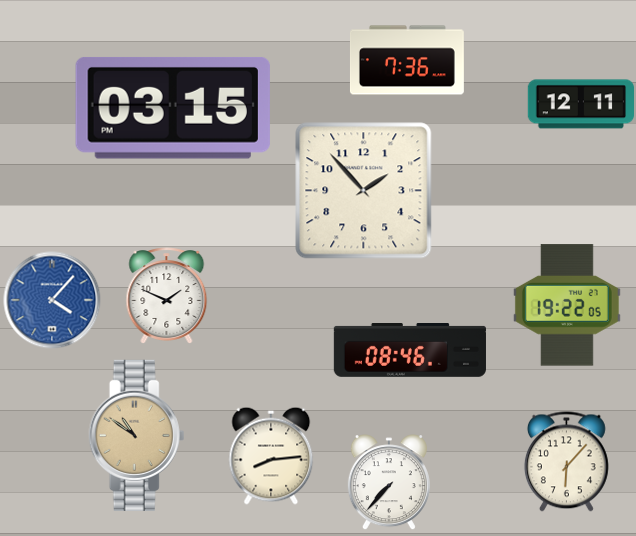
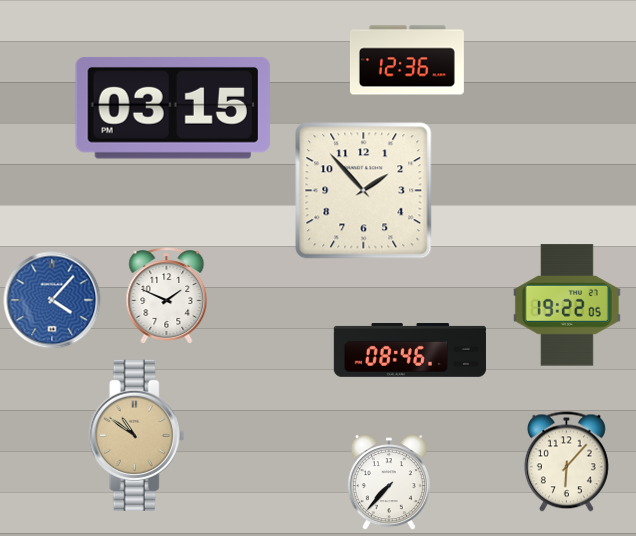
clock at (407, 60): 7:36 -> 12:36
clock at (581, 104): 12:11 -> none
clock at (271, 456): 8:14 -> none
